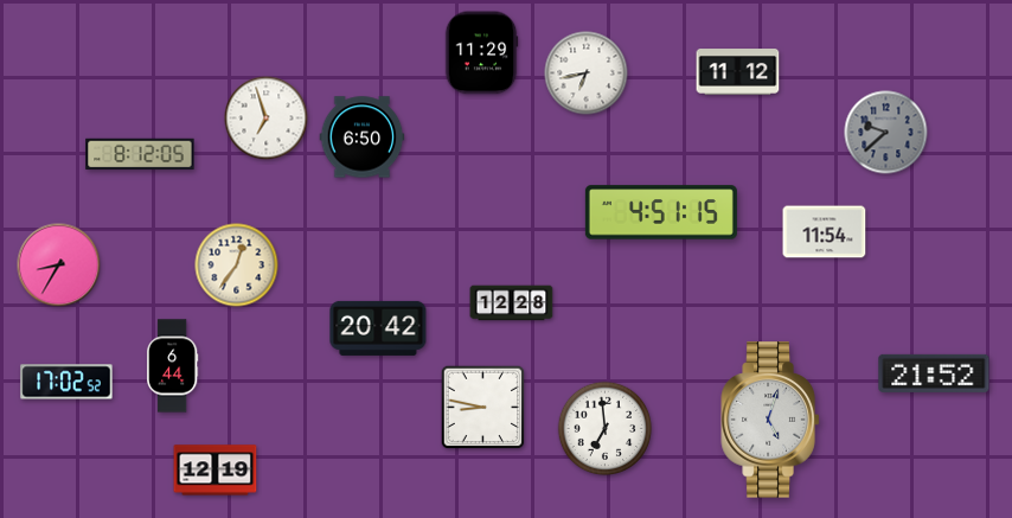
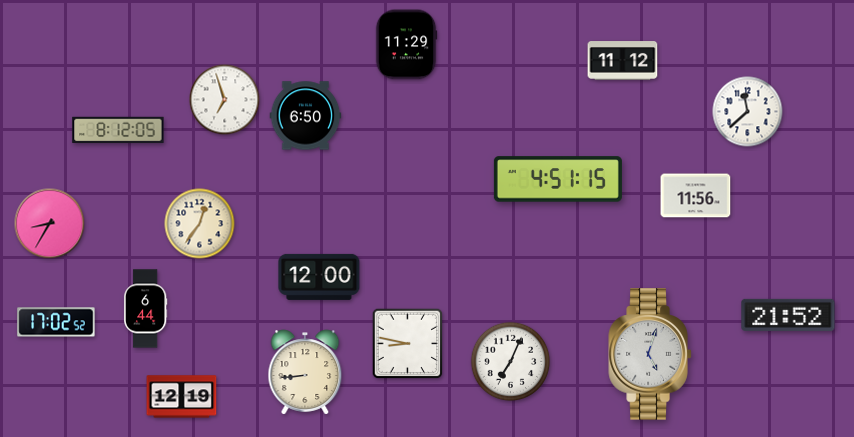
clock at (587, 73): 6:43 -> none
clock at (886, 133): 9:38 -> 11:38
clock at (886, 133) dial: grey -> white
clock at (825, 232): 11:54 -> 11:56
clock at (512, 303): 12:28 -> none
clock at (378, 328): 20:42 -> 12:00
clock at (606, 429): 6:59 -> 7:04
clock at (305, 372): none -> 8:44
